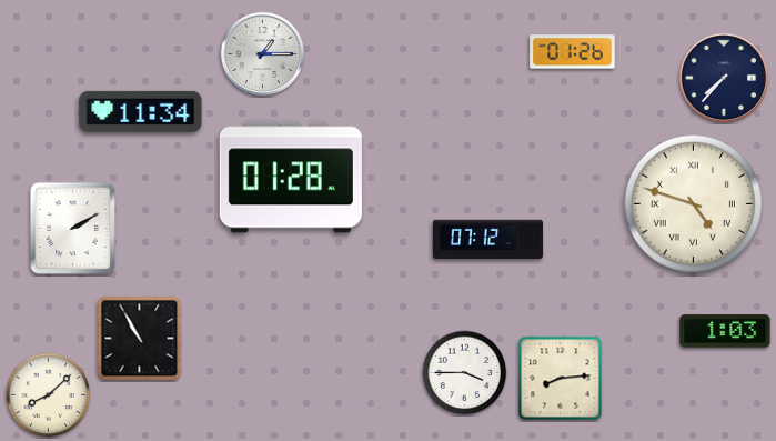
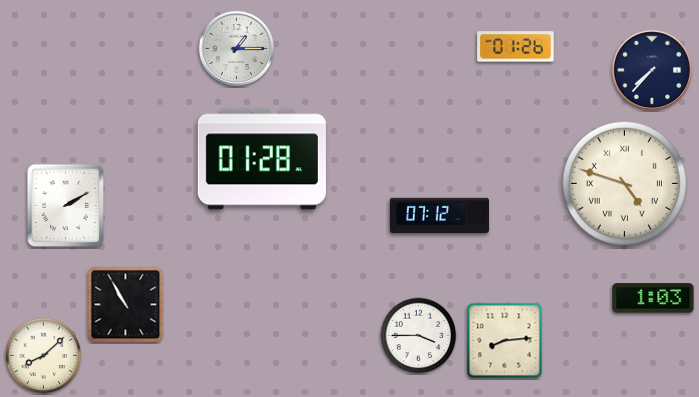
clock at (141, 111): 11:34 -> none
